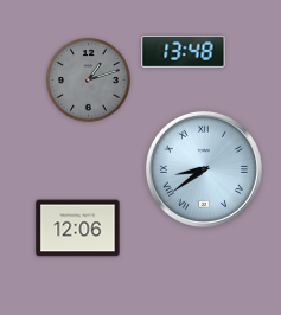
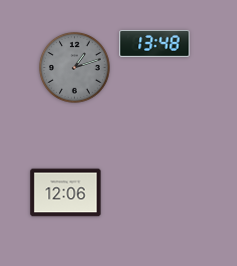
clock at (204, 169): 8:39 -> none
